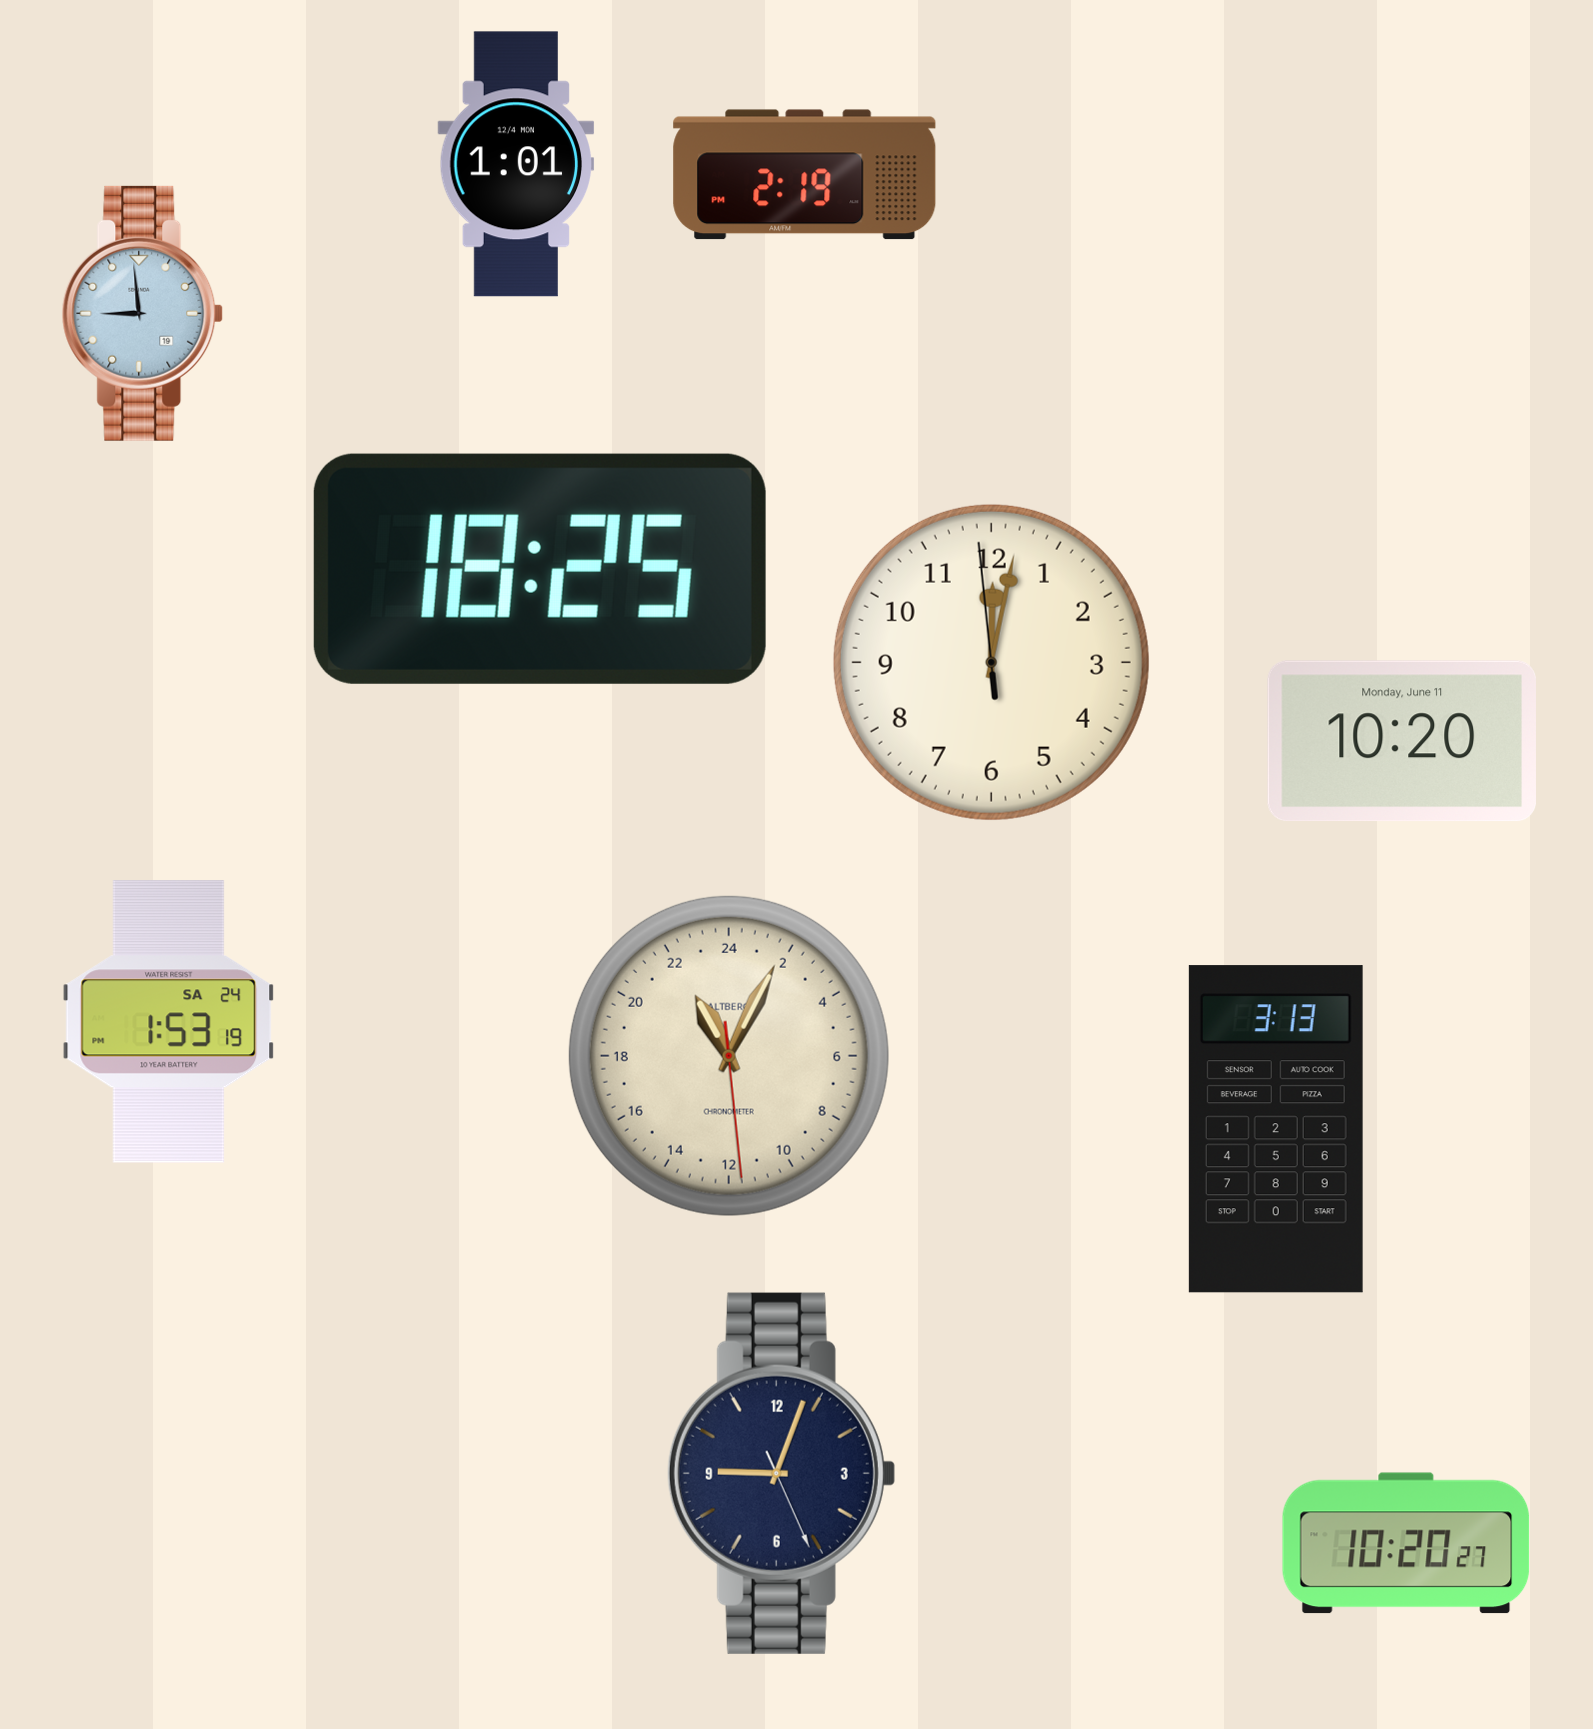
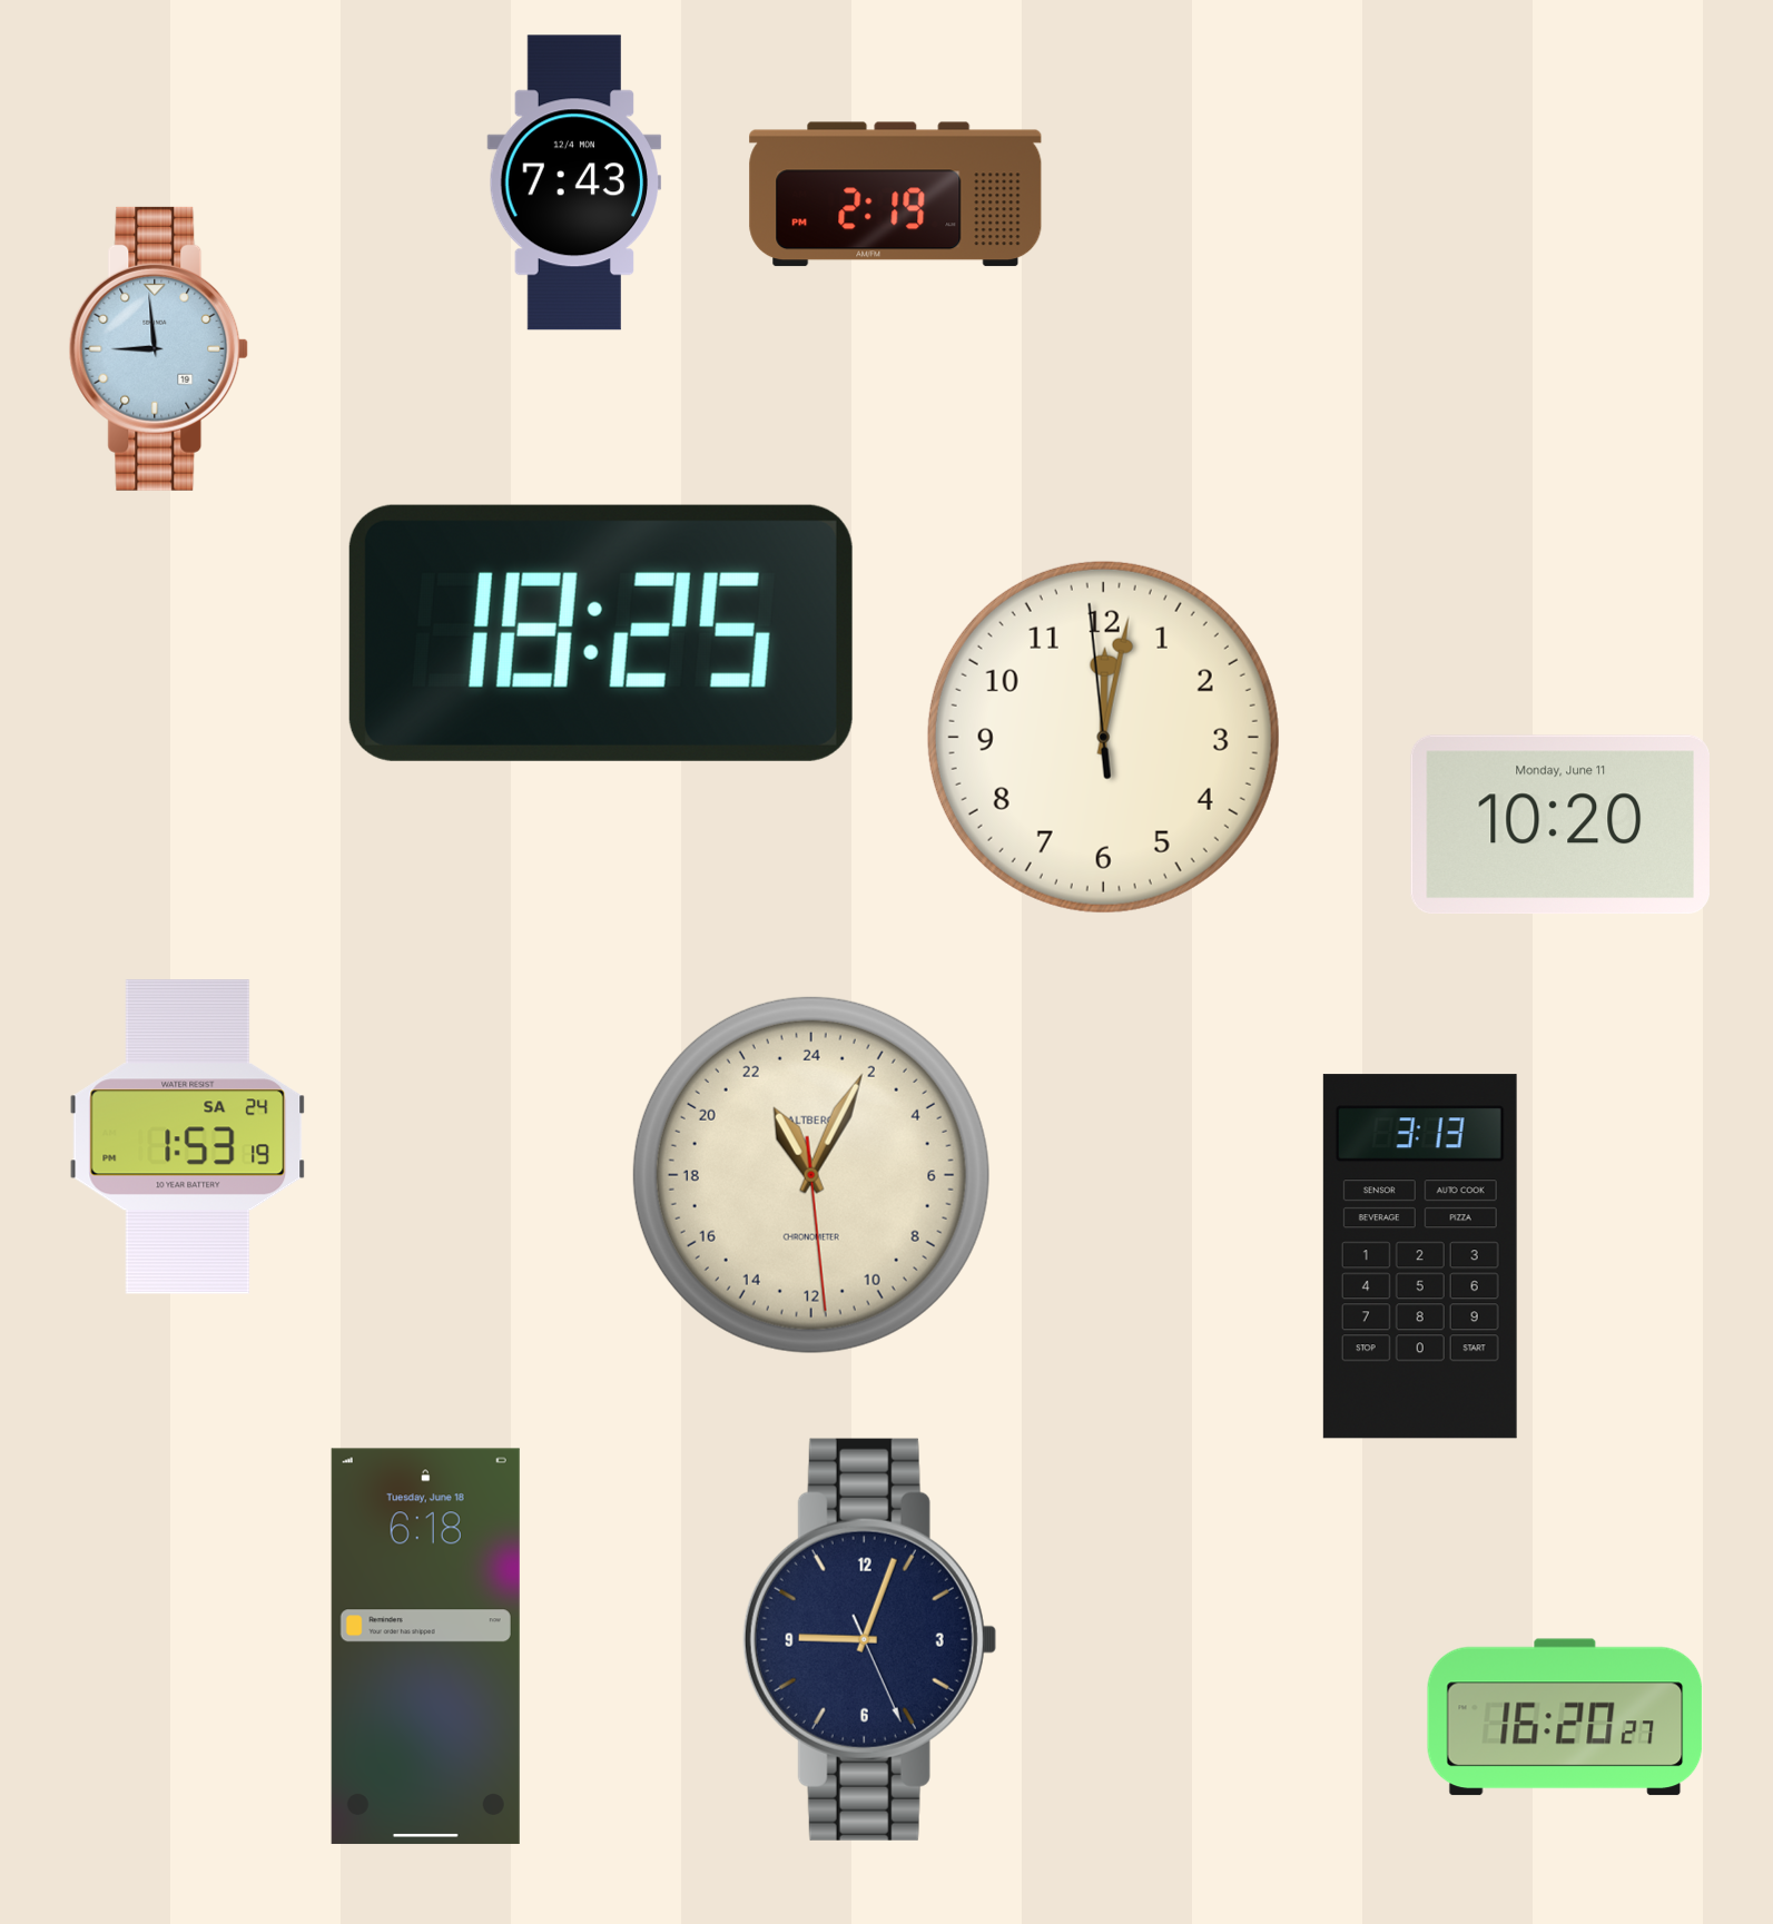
clock at (516, 164): 1:01 -> 7:43
clock at (425, 1647): none -> 6:18
clock at (1406, 1543): 10:20 -> 16:20
